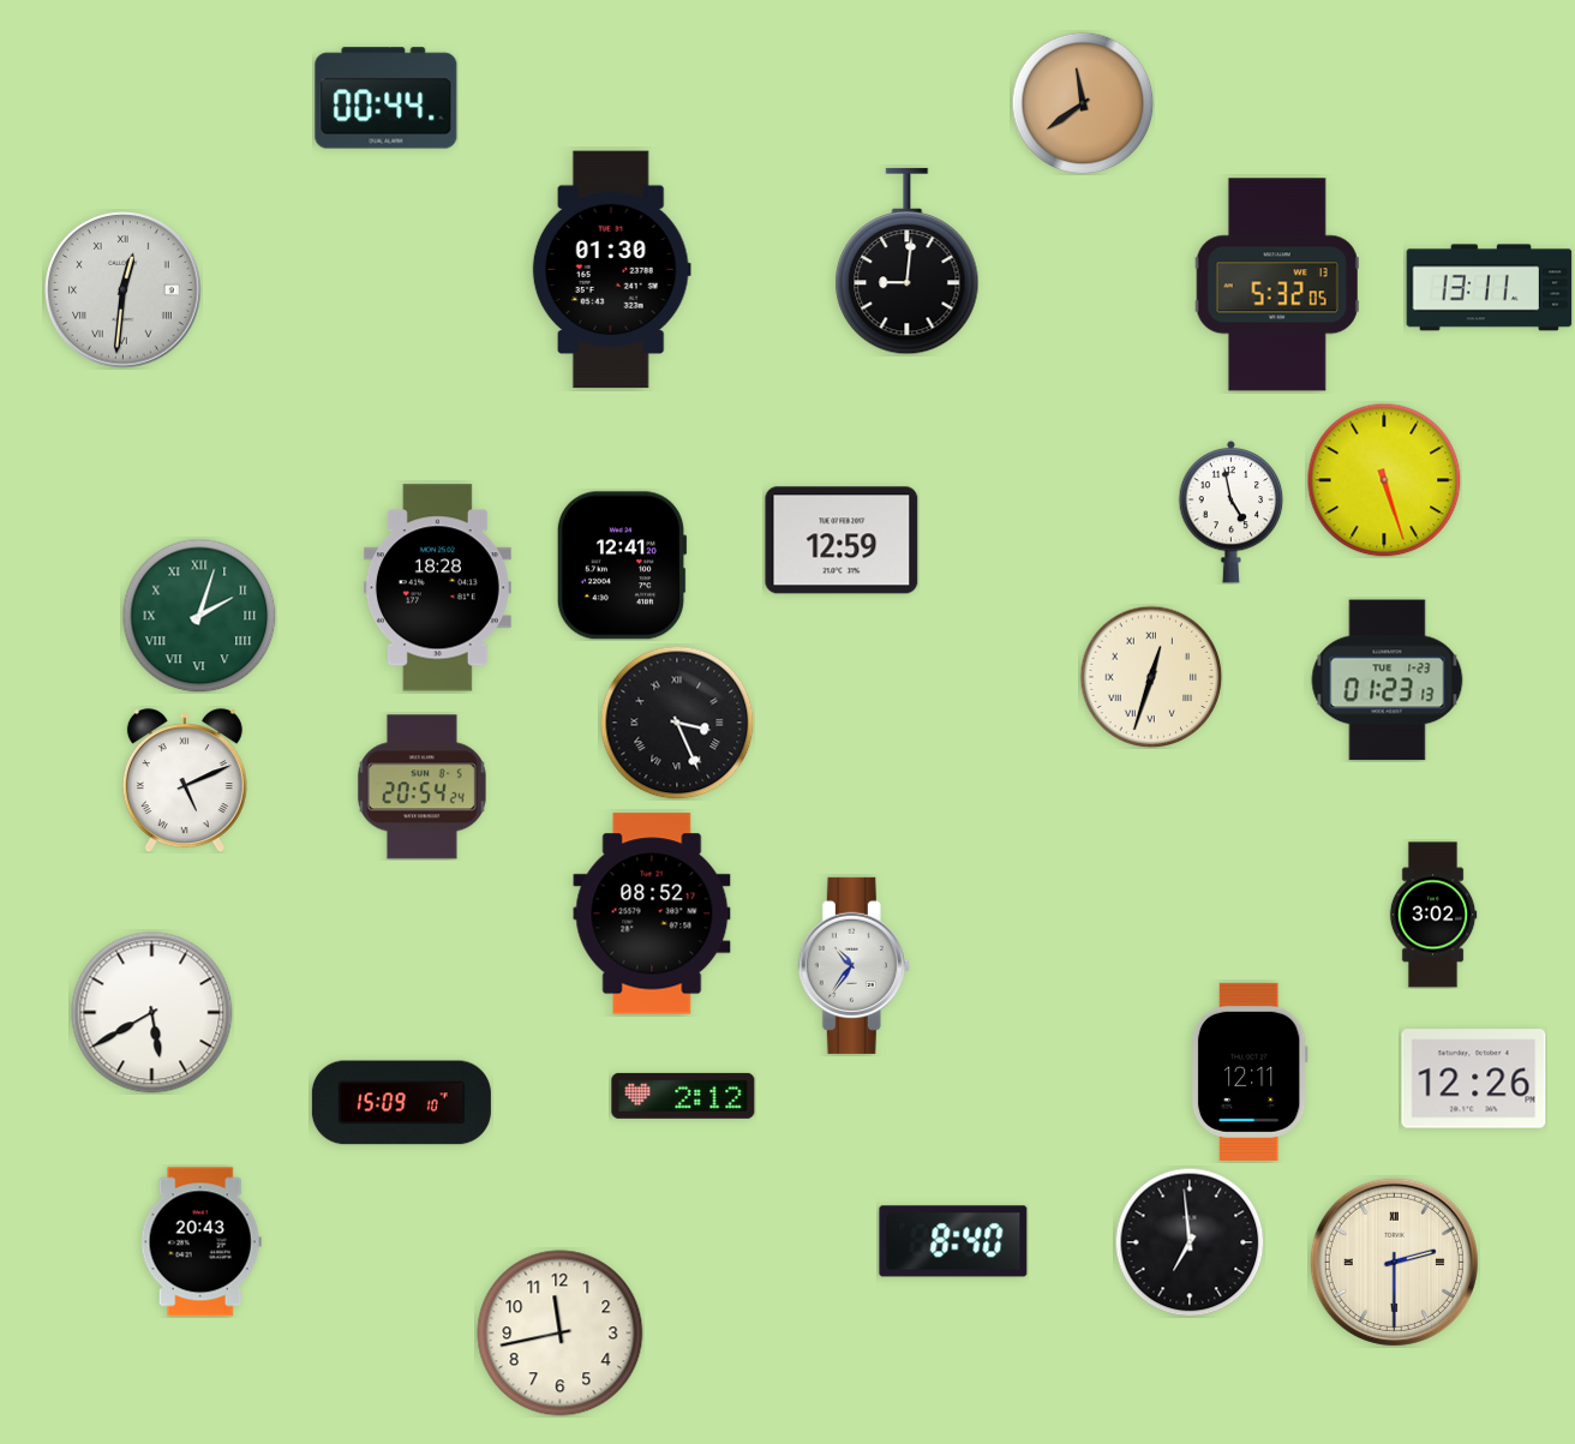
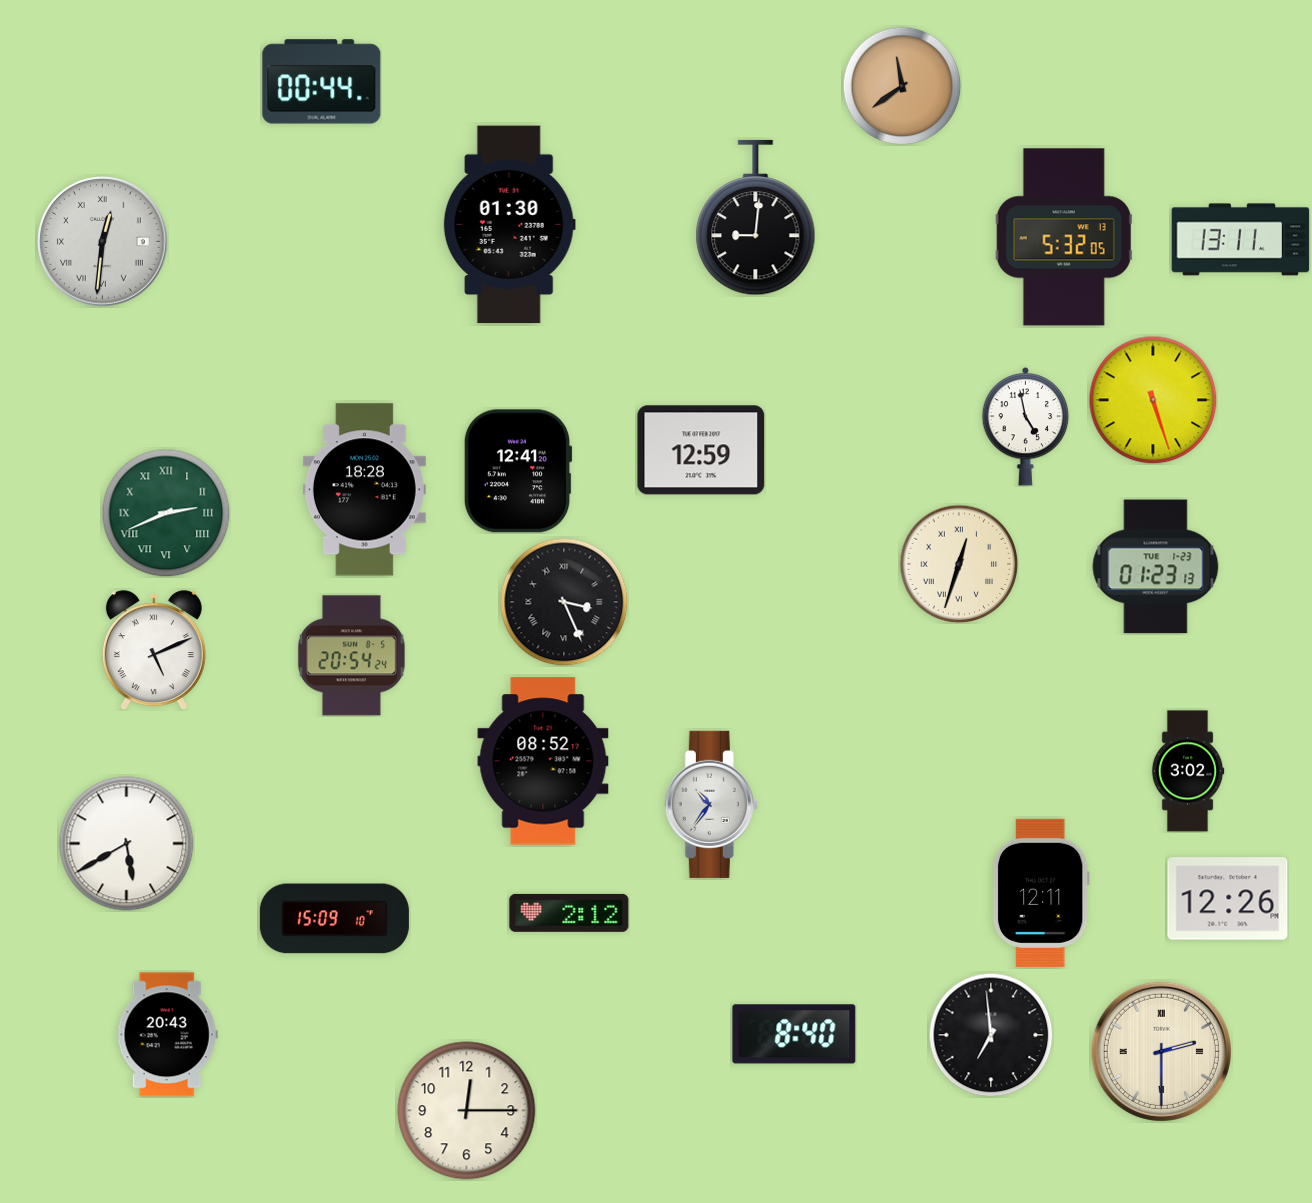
clock at (199, 616): 2:03 -> 2:41
clock at (1433, 915) position: (1433, 915) -> (1188, 771)
clock at (561, 1334): 11:43 -> 12:15
